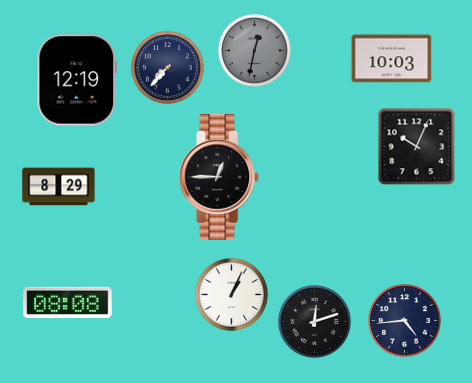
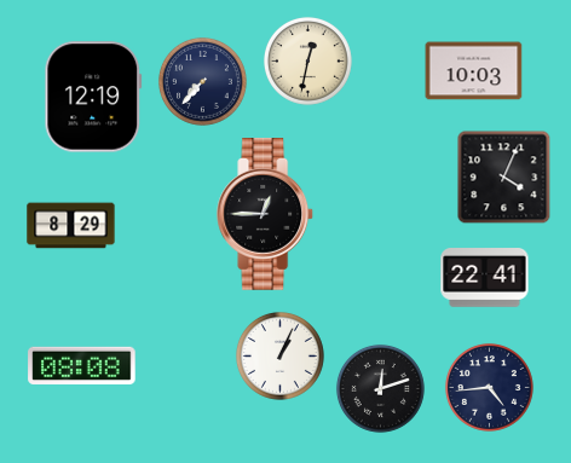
clock at (254, 50) dial: grey -> cream
clock at (417, 147): 10:04 -> 4:04
clock at (485, 278): none -> 22:41
